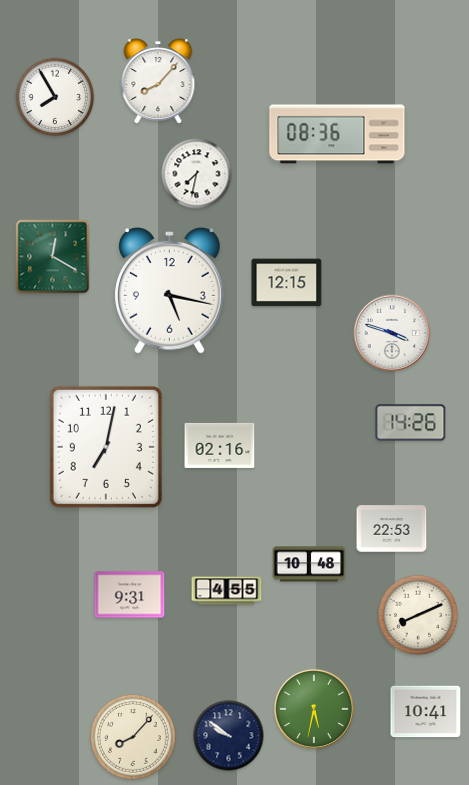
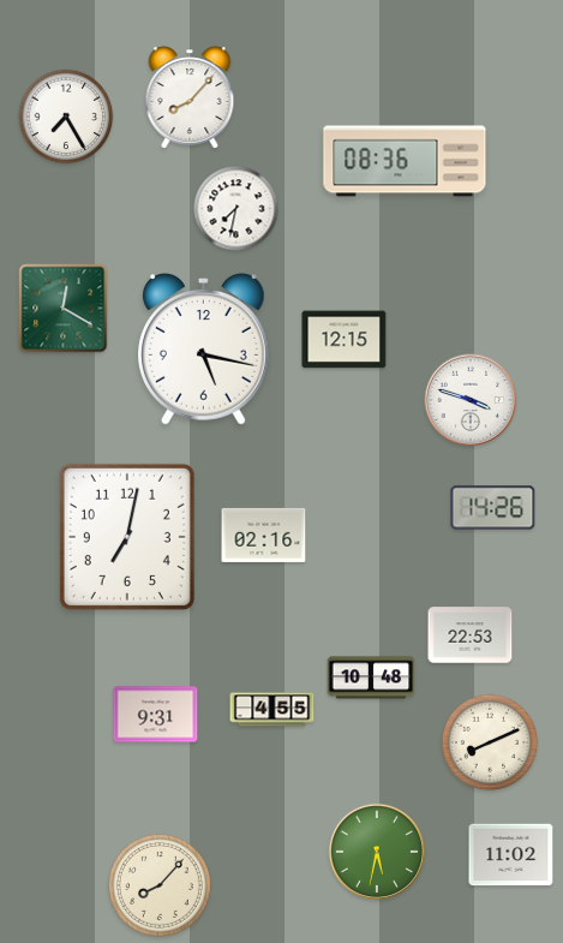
clock at (55, 97): 7:55 -> 7:25
clock at (418, 615) position: (418, 615) -> (490, 742)
clock at (426, 712): 10:41 -> 11:02
clock at (229, 736): 9:51 -> none
